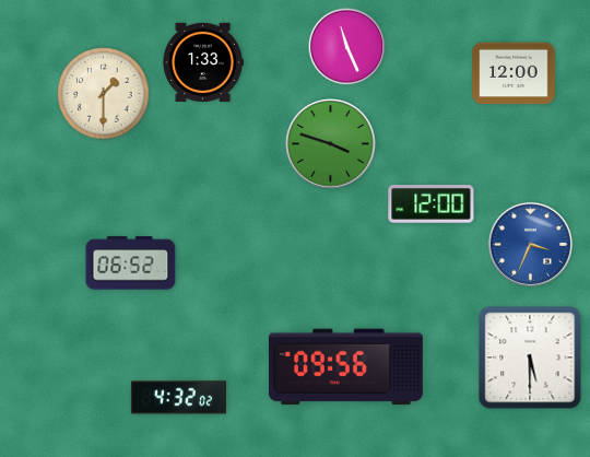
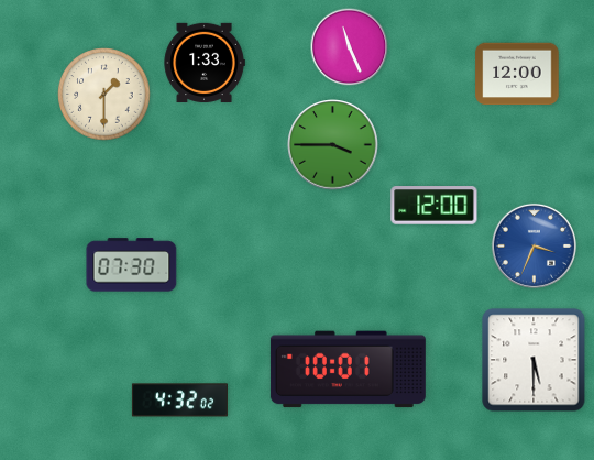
clock at (331, 144): 3:48 -> 3:45
clock at (131, 263): 06:52 -> 07:30
clock at (345, 367): 09:56 -> 10:01
